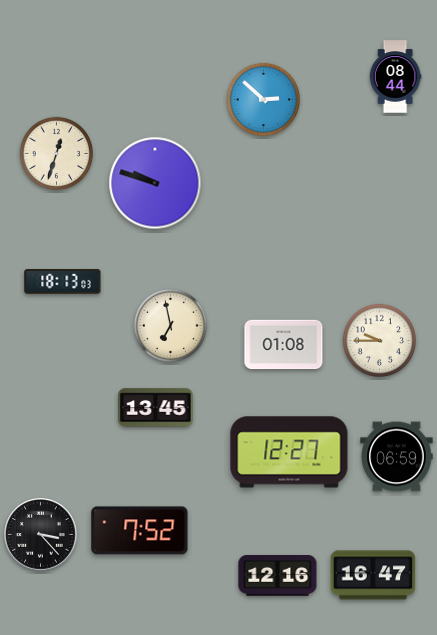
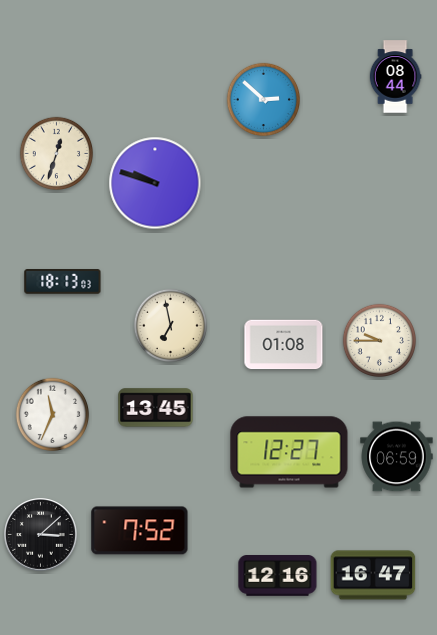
clock at (52, 414): none -> 11:34
clock at (41, 535): 3:23 -> 3:08
